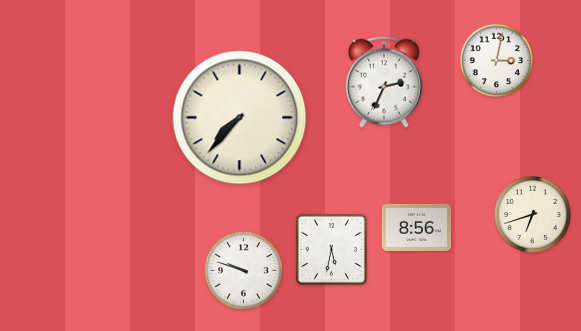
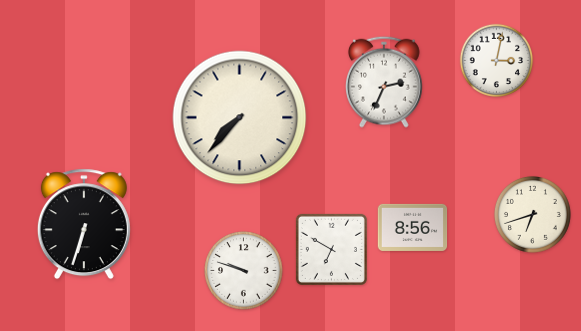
clock at (84, 224): none -> 6:33
clock at (417, 227) position: (417, 227) -> (413, 227)
clock at (331, 249): 5:32 -> 6:50
